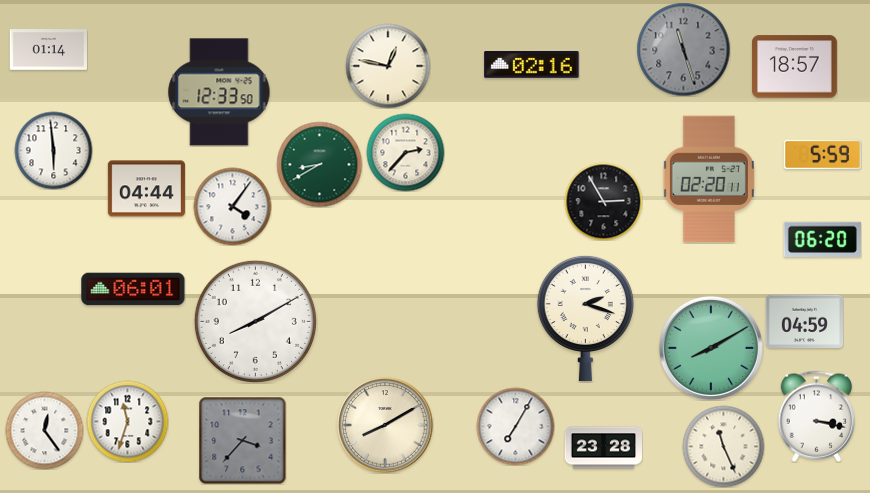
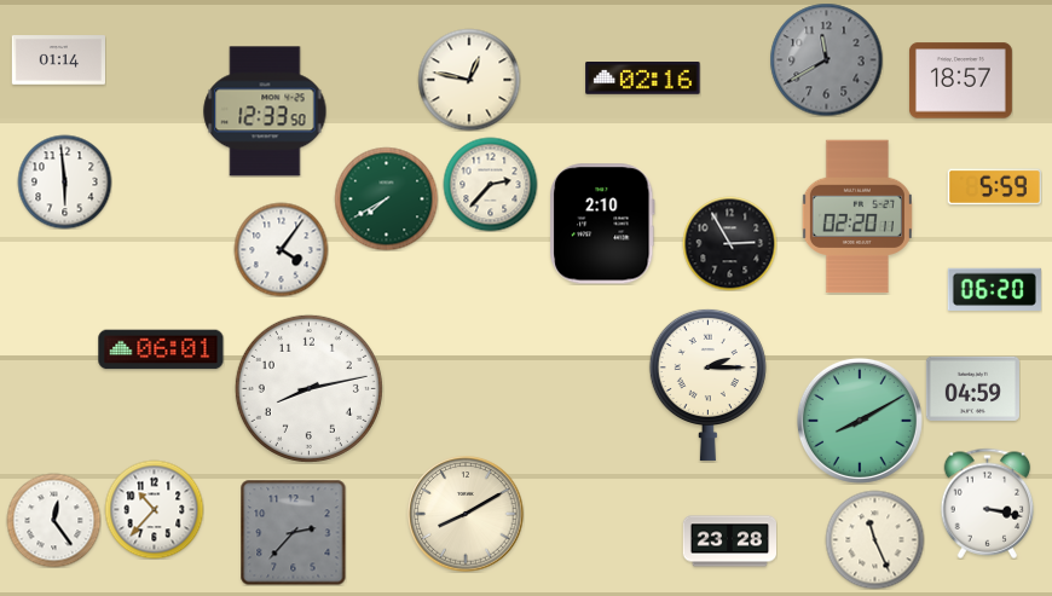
clock at (683, 49): 11:27 -> 11:40
clock at (319, 164): 8:40 -> 7:40
clock at (602, 224): none -> 2:10
clock at (146, 189): 04:44 -> none
clock at (585, 318): 2:18 -> 2:15
clock at (255, 321): 8:10 -> 8:13
clock at (127, 421): 11:33 -> 10:37
clock at (515, 426): 7:05 -> none
clock at (242, 440): 3:37 -> 2:37
